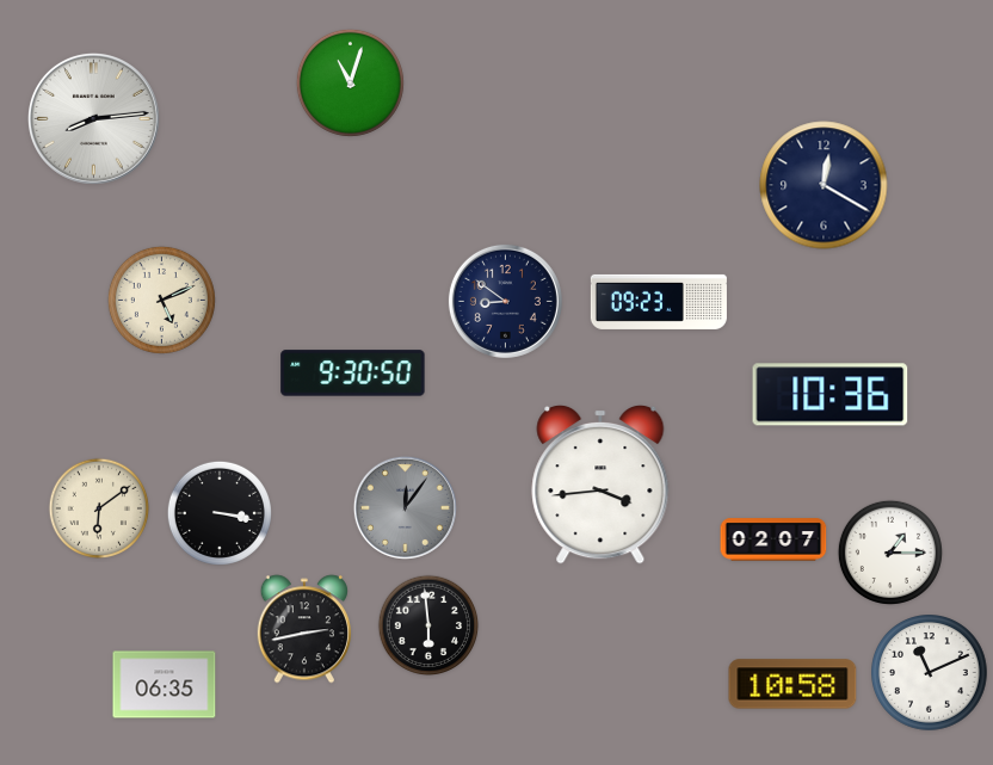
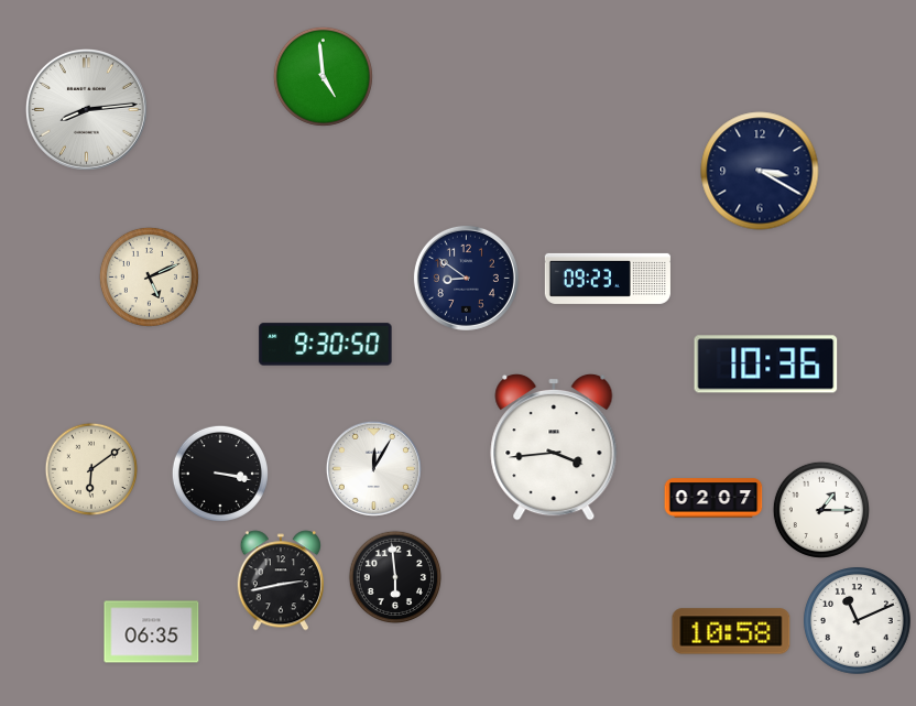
clock at (350, 82): 11:03 -> 4:59
clock at (824, 185): 12:20 -> 3:20
clock at (405, 507): 12:06 -> 12:05
clock at (405, 507) dial: grey -> white
clock at (220, 513) position: (220, 513) -> (220, 474)
